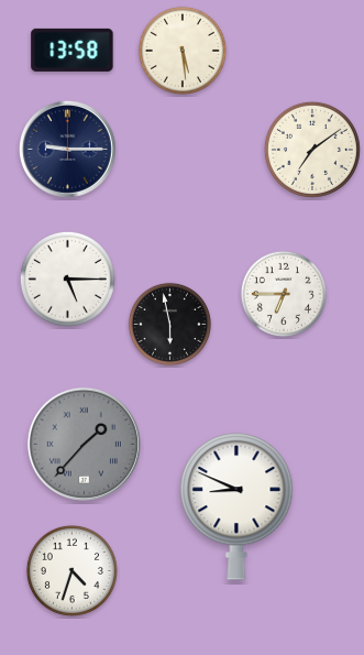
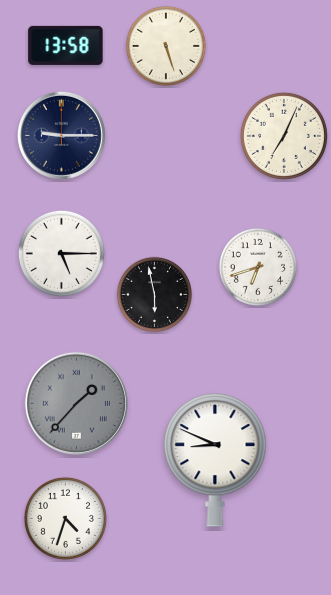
clock at (183, 51): 5:29 -> 5:27
clock at (312, 150): 7:09 -> 7:04
clock at (284, 294): 6:45 -> 6:42
